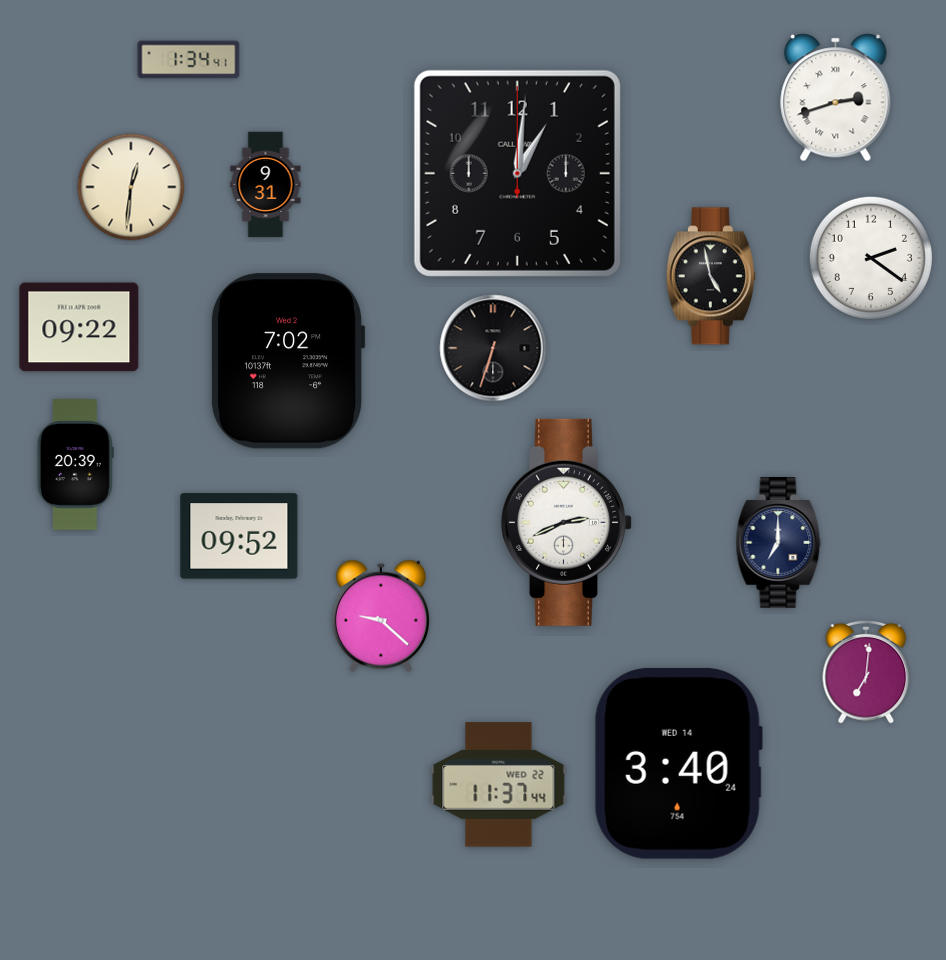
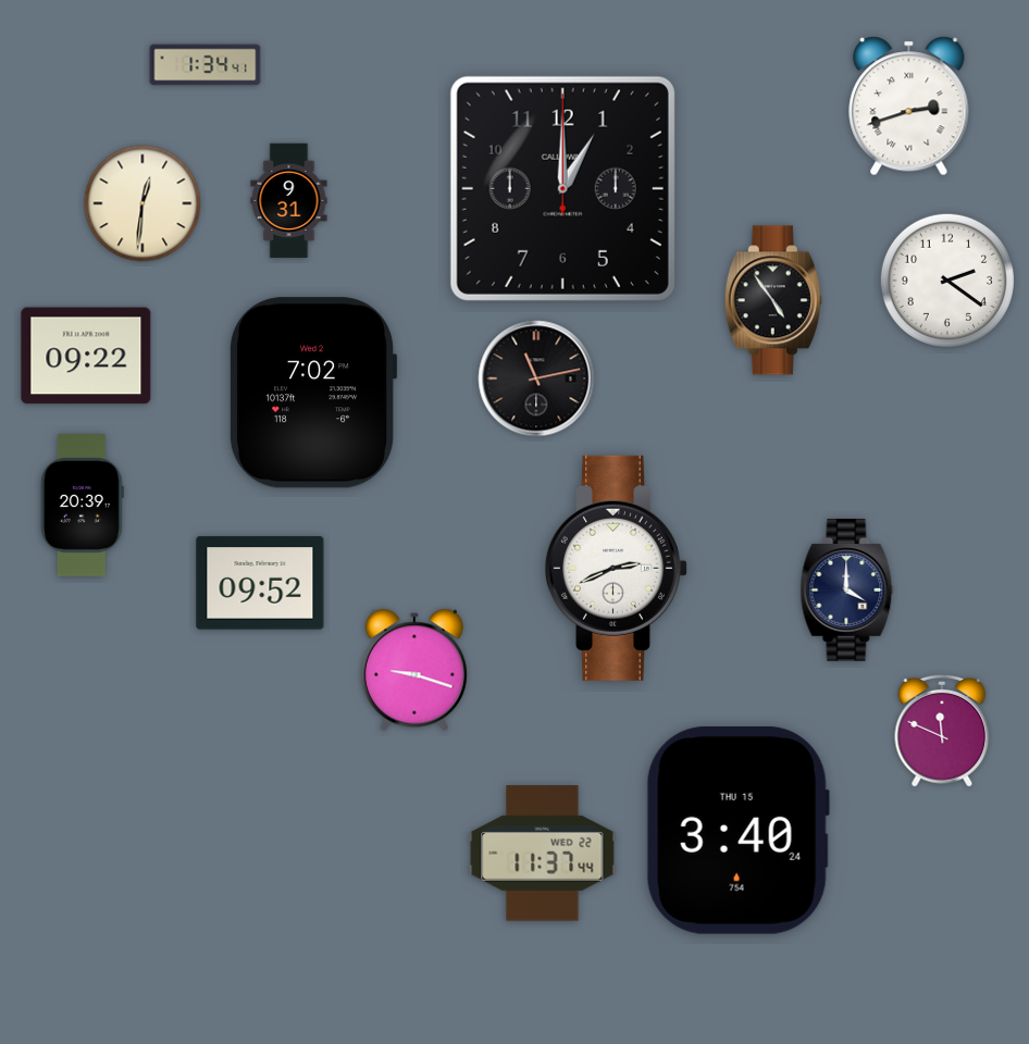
clock at (517, 173): 1:01 -> 1:00
clock at (711, 276): 4:58 -> 4:54
clock at (493, 348): 6:33 -> 11:13
clock at (779, 543): 7:00 -> 4:00
clock at (381, 616): 9:22 -> 9:18
clock at (866, 672): 7:01 -> 11:49
clock at (678, 763) date: WED 14 -> THU 15
